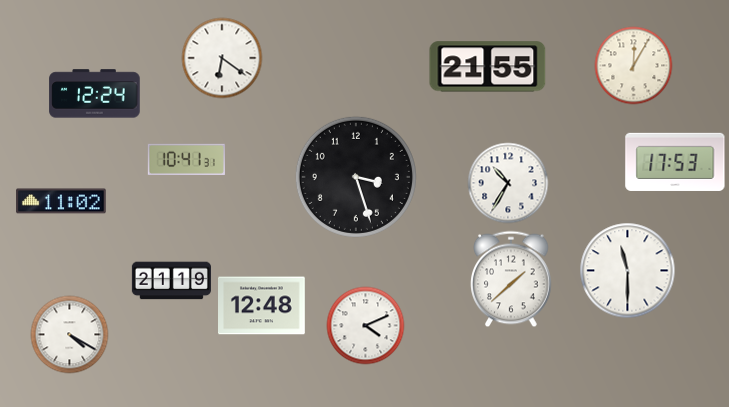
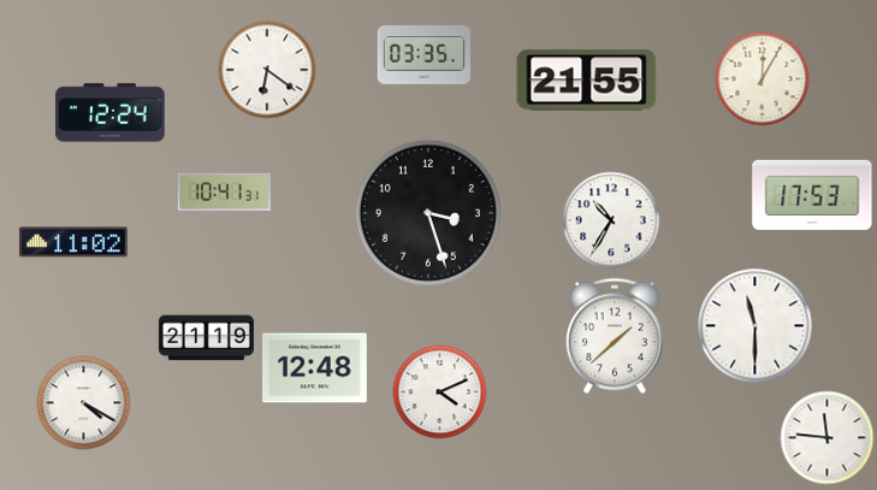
clock at (423, 55): none -> 03:35
clock at (95, 94) position: (95, 94) -> (111, 113)
clock at (826, 437): none -> 11:46
